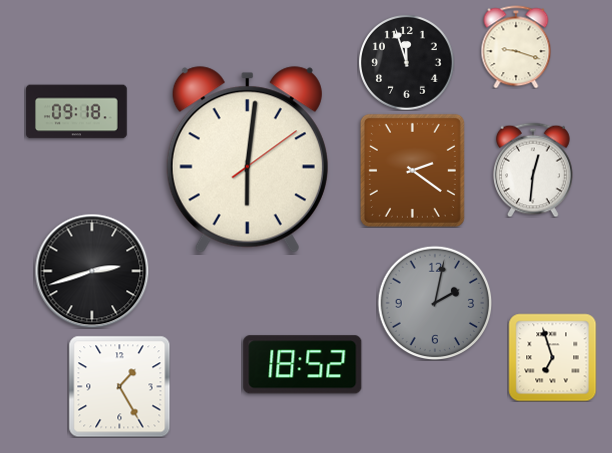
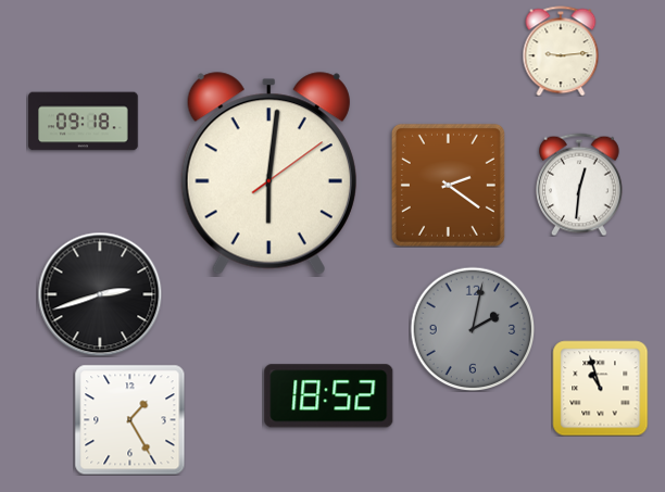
clock at (516, 47): 9:18 -> 9:14
clock at (407, 63): 11:57 -> none
clock at (552, 357): 6:57 -> 10:57
